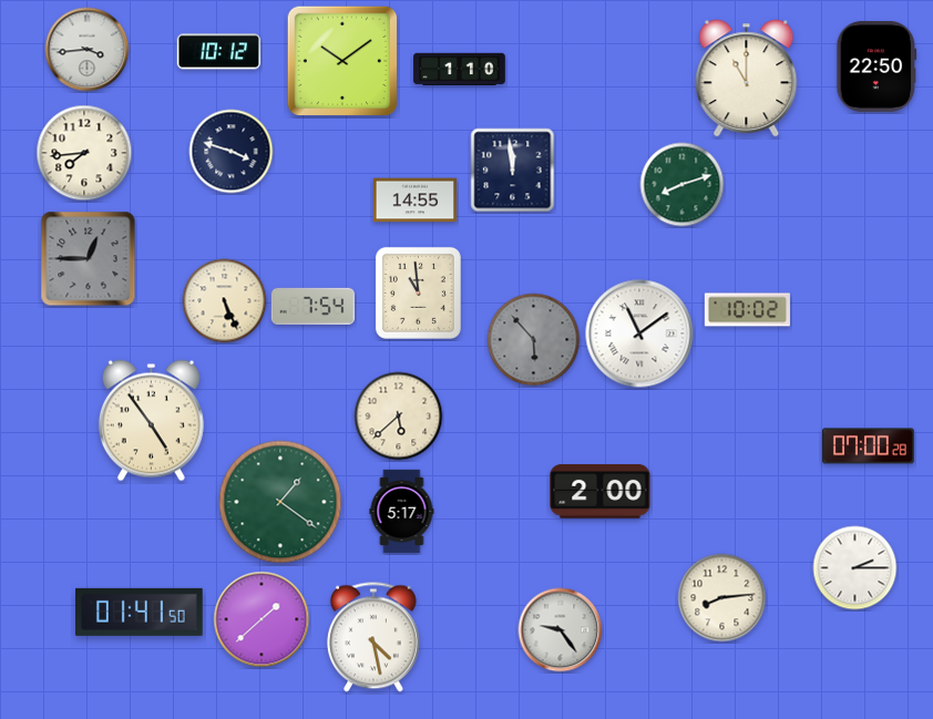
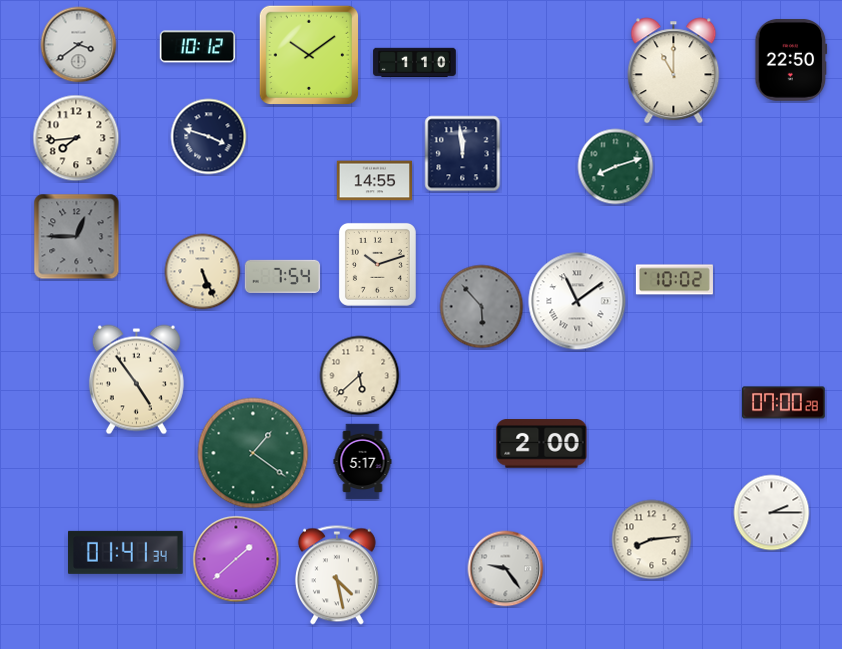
clock at (88, 50): 3:44 -> 3:39
clock at (89, 259) position: (89, 259) -> (77, 237)
clock at (418, 292): 10:59 -> 10:12
clock at (140, 612): 01:41:50 -> 01:41:34
